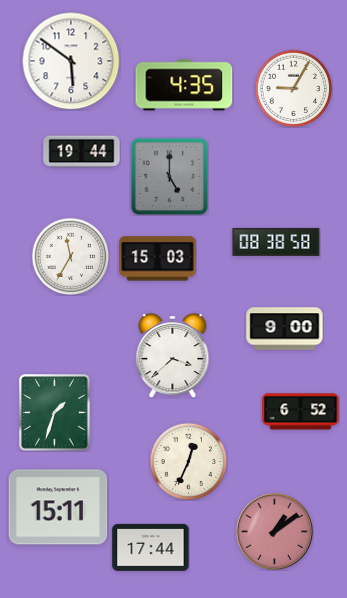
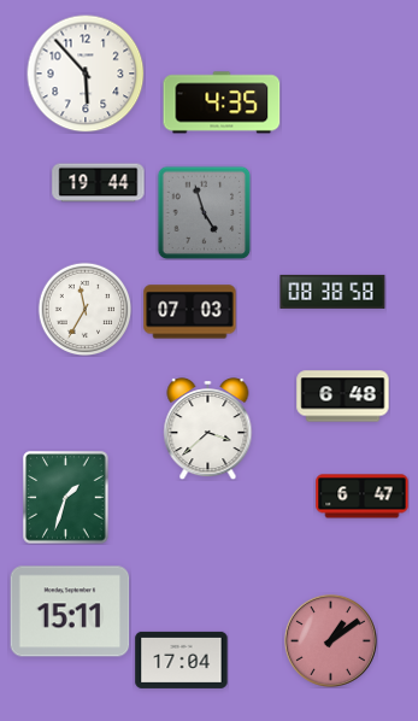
clock at (71, 61): 5:51 -> 5:53
clock at (293, 88): 9:05 -> none
clock at (169, 176): 5:00 -> 4:57
clock at (158, 259): 15:03 -> 07:03
clock at (285, 329): 9:00 -> 6:48
clock at (301, 412): 6:52 -> 6:47
clock at (188, 461): 12:34 -> none
clock at (151, 547): 17:44 -> 17:04
